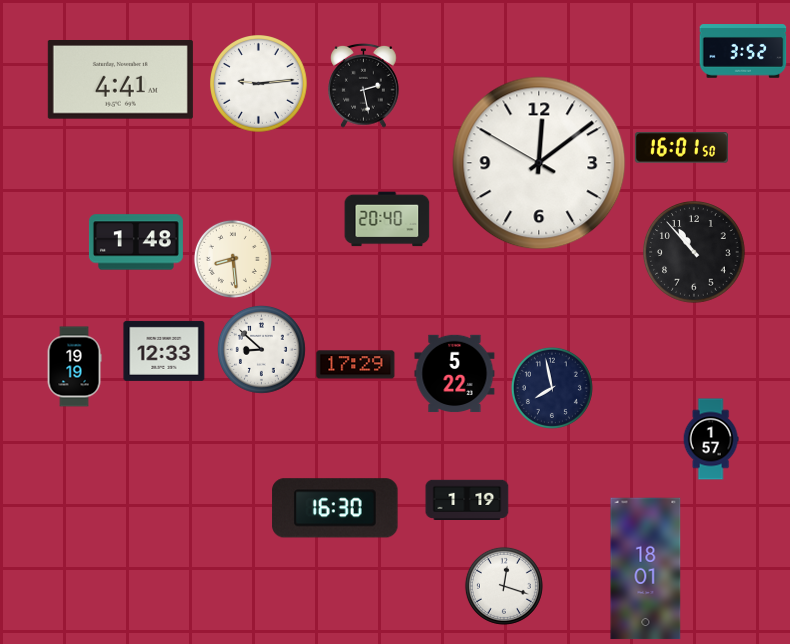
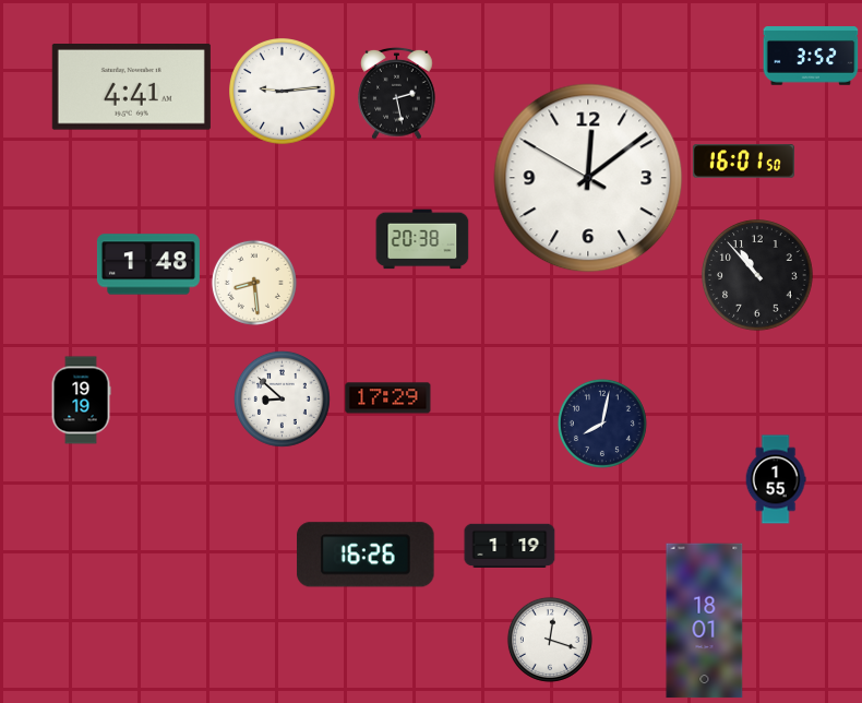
clock at (387, 219): 20:40 -> 20:38
clock at (261, 349) position: (261, 349) -> (282, 398)
clock at (164, 351): 12:33 -> none
clock at (455, 374): 5:22 -> none
clock at (552, 388): 7:58 -> 8:02
clock at (711, 439): 1:57 -> 1:55
clock at (335, 508): 16:30 -> 16:26
